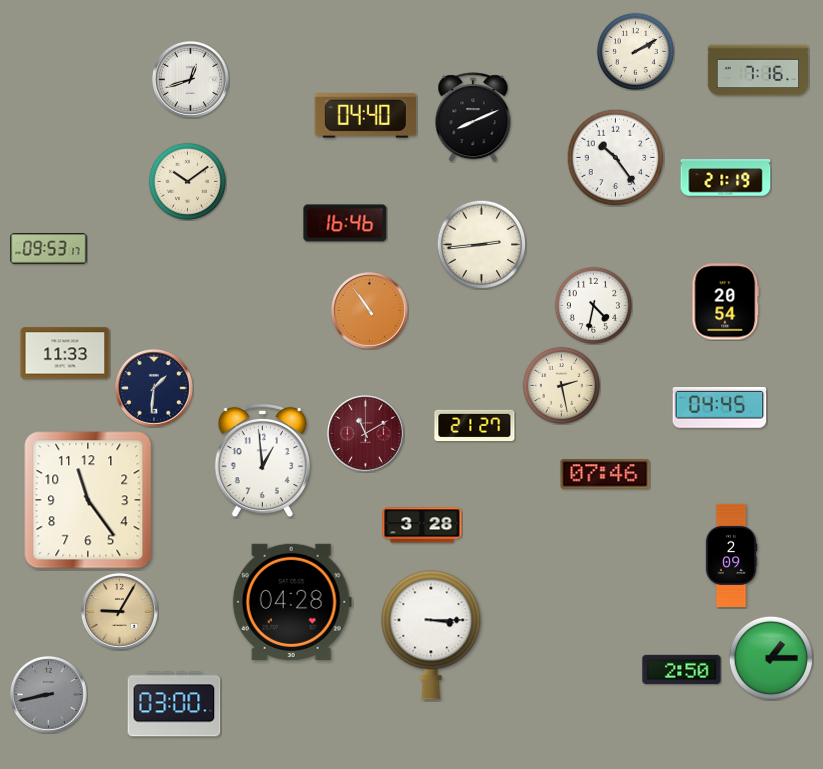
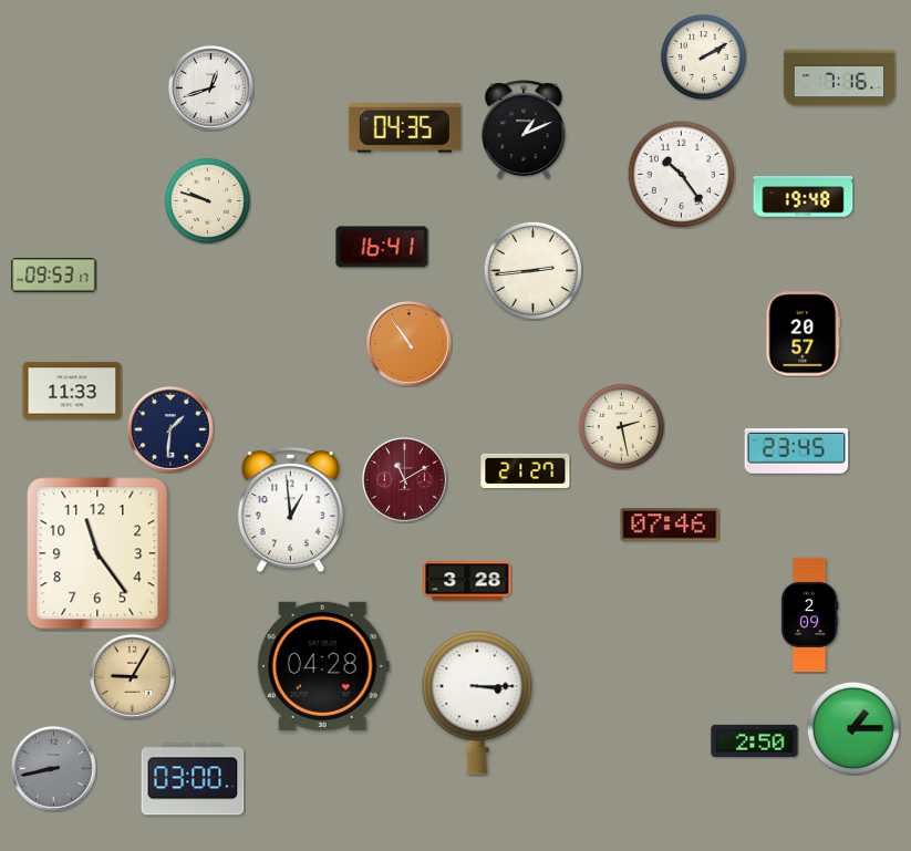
clock at (365, 116): 04:40 -> 04:35
clock at (473, 117): 8:11 -> 1:11
clock at (726, 178): 21:19 -> 19:48
clock at (187, 181): 10:09 -> 9:48
clock at (345, 223): 16:46 -> 16:41
clock at (726, 302): 20:54 -> 20:57
clock at (593, 305): 4:32 -> none
clock at (720, 408): 04:45 -> 23:45
